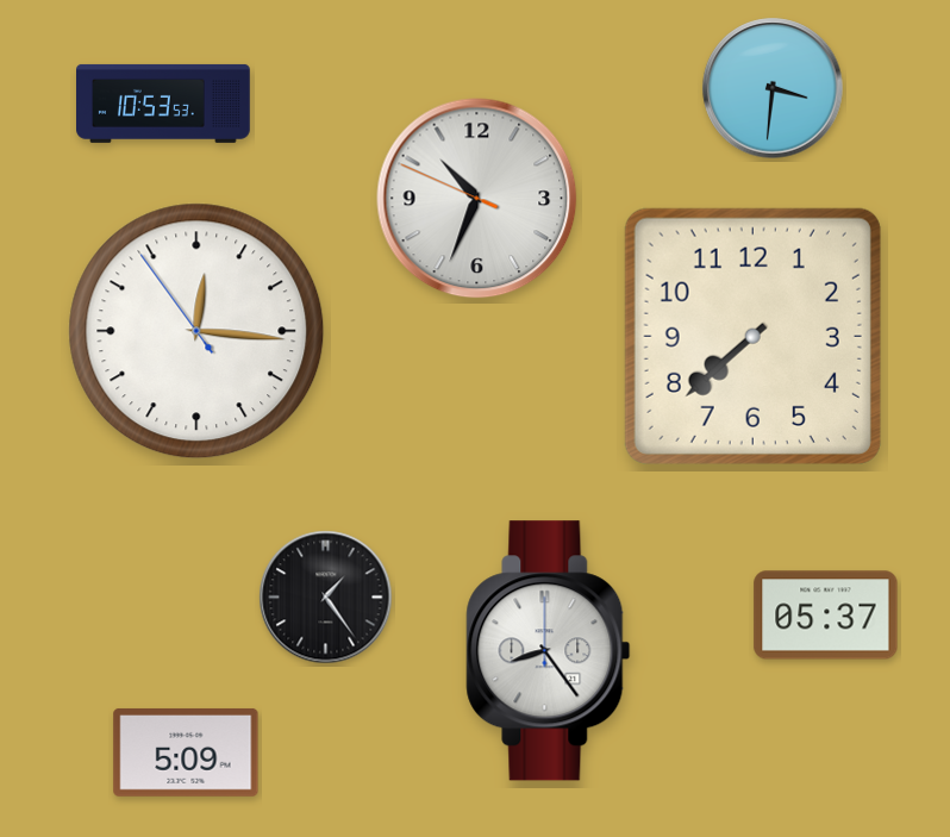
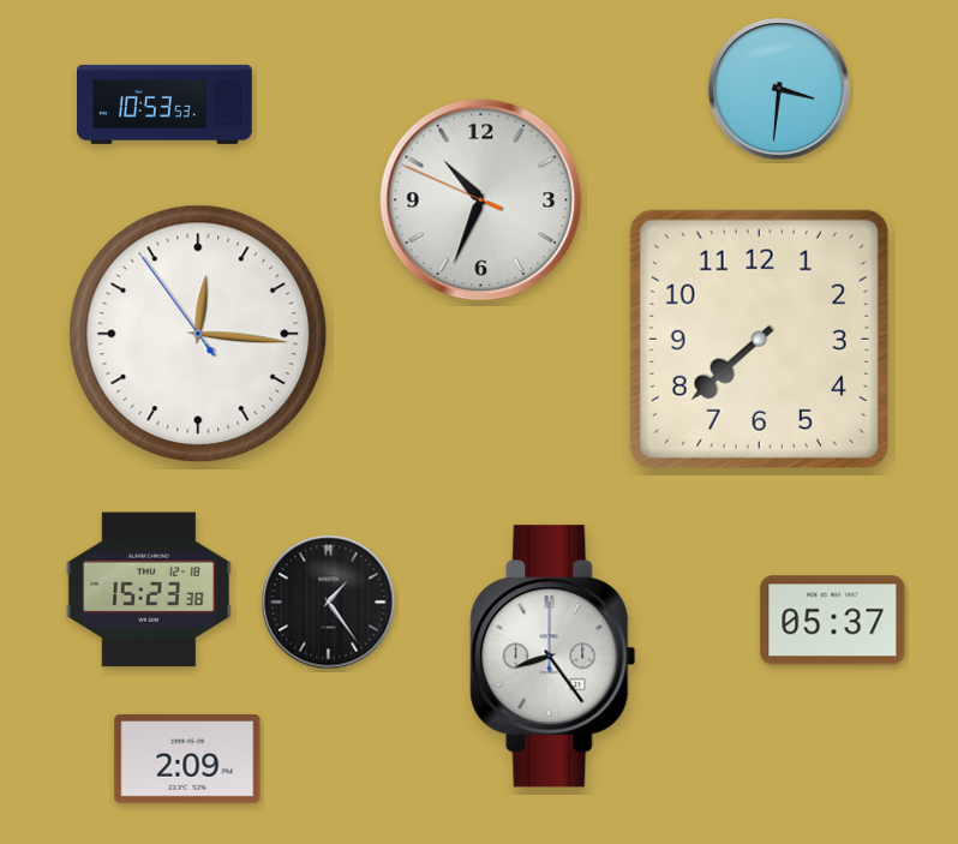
clock at (149, 589): none -> 15:23
clock at (186, 752): 5:09 -> 2:09
